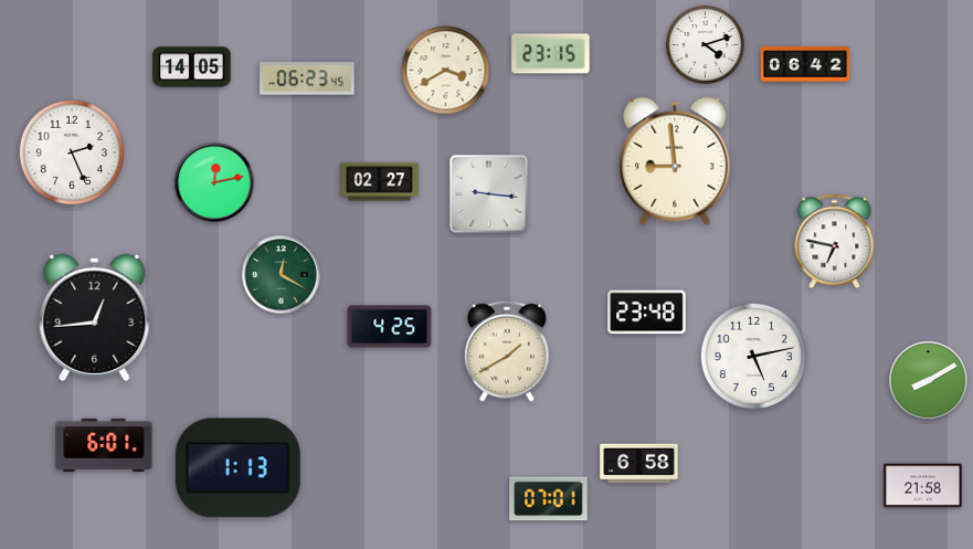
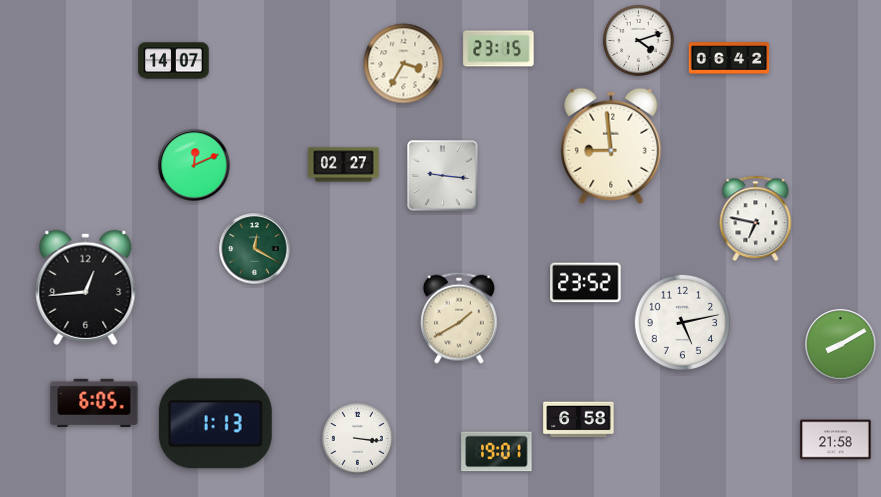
clock at (192, 67): 14:05 -> 14:07
clock at (446, 71): 3:40 -> 3:35
clock at (307, 78): 06:23 -> none
clock at (72, 152): 2:26 -> none
clock at (214, 182): 12:13 -> 12:11
clock at (647, 313): 23:48 -> 23:52
clock at (390, 327): 4:25 -> none
clock at (104, 444): 6:01 -> 6:05
clock at (357, 438): none -> 3:16
clock at (549, 499): 07:01 -> 19:01
